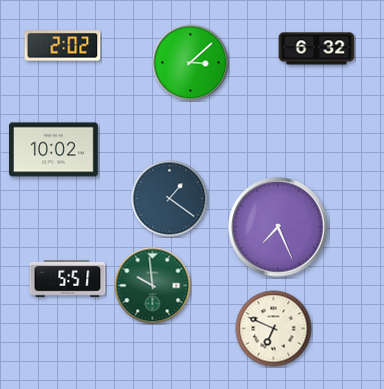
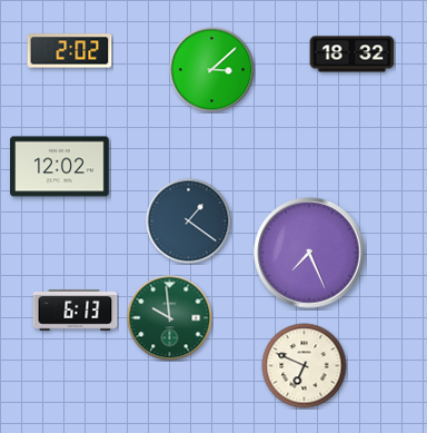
clock at (317, 49): 6:32 -> 18:32
clock at (54, 150): 10:02 -> 12:02
clock at (68, 279): 5:51 -> 6:13
